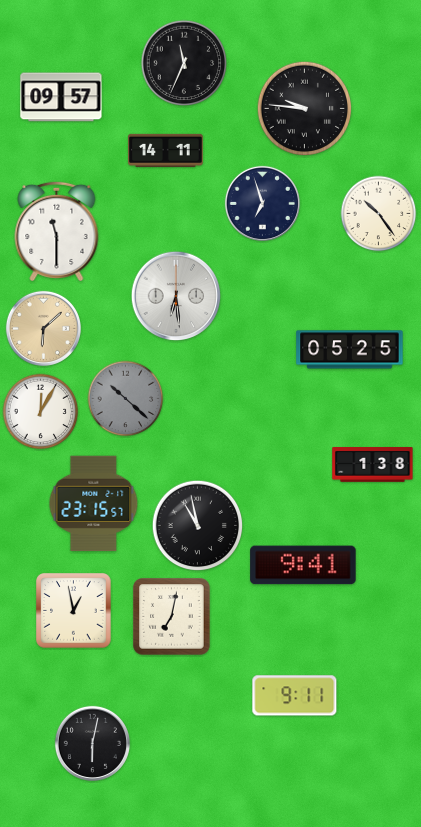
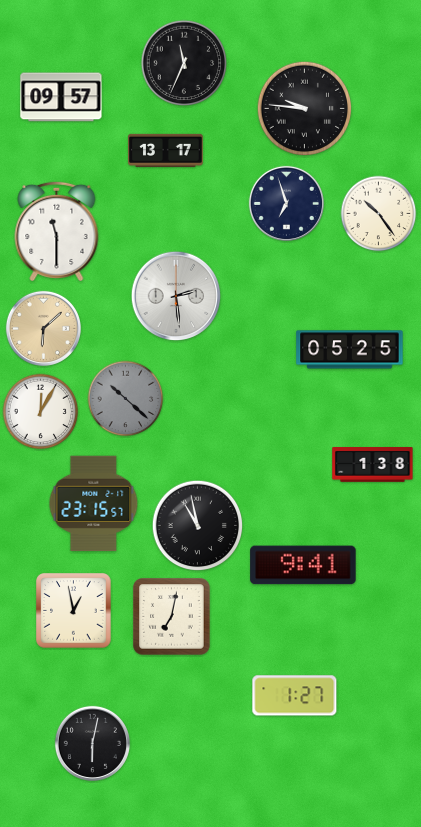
clock at (166, 150): 14:11 -> 13:17
clock at (262, 203) position: (262, 203) -> (286, 203)
clock at (176, 296): 6:29 -> 2:29
clock at (295, 696): 9:11 -> 1:27
